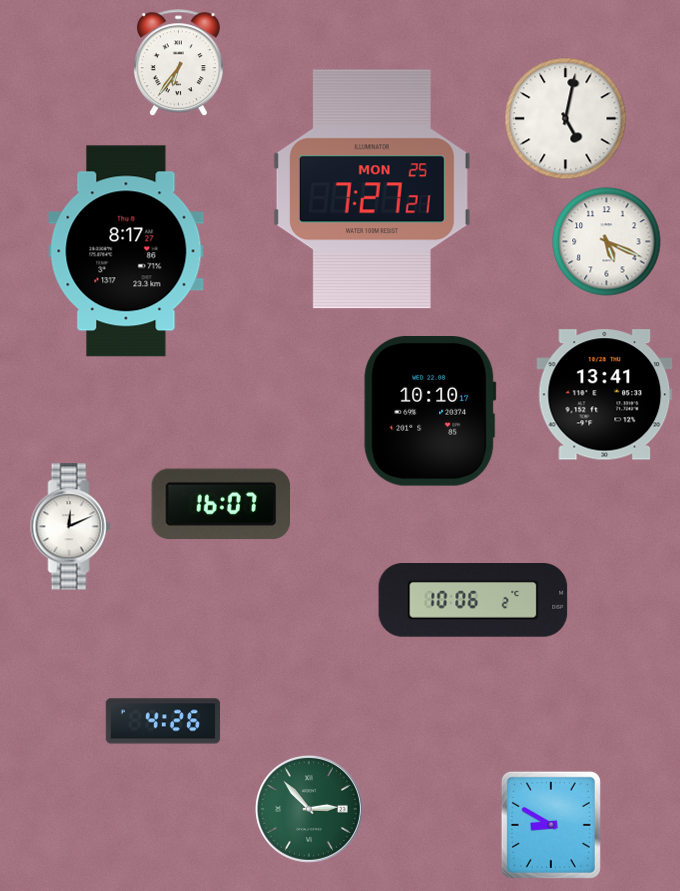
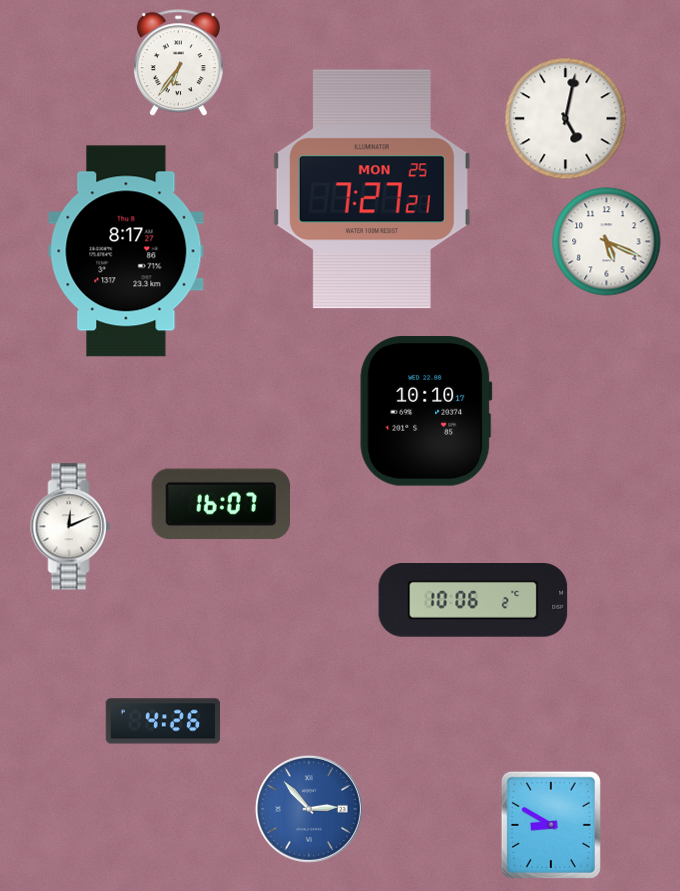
clock at (605, 395): 13:41 -> none
clock at (430, 412) position: (430, 412) -> (426, 412)
clock at (309, 809) dial: green -> blue
